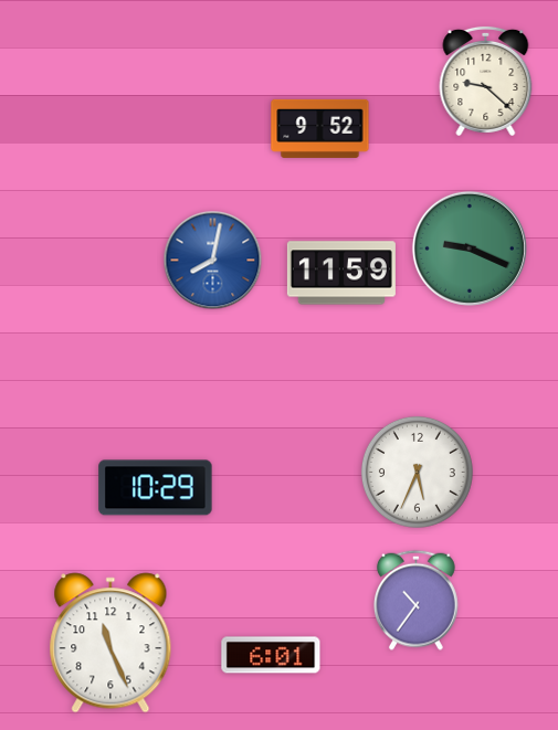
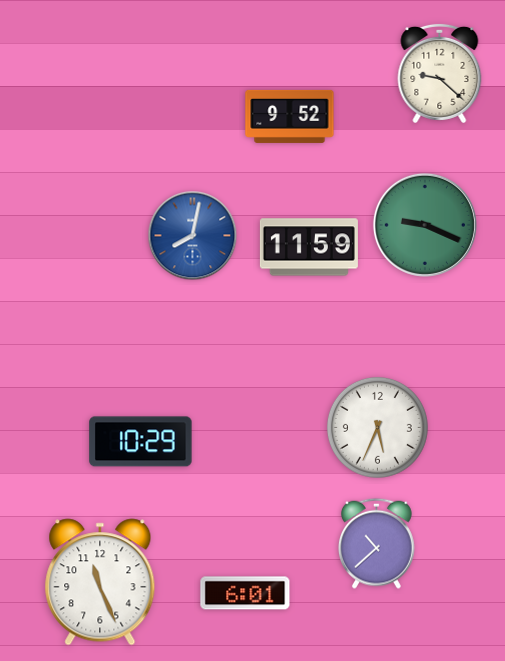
clock at (417, 600): 10:36 -> 10:38
